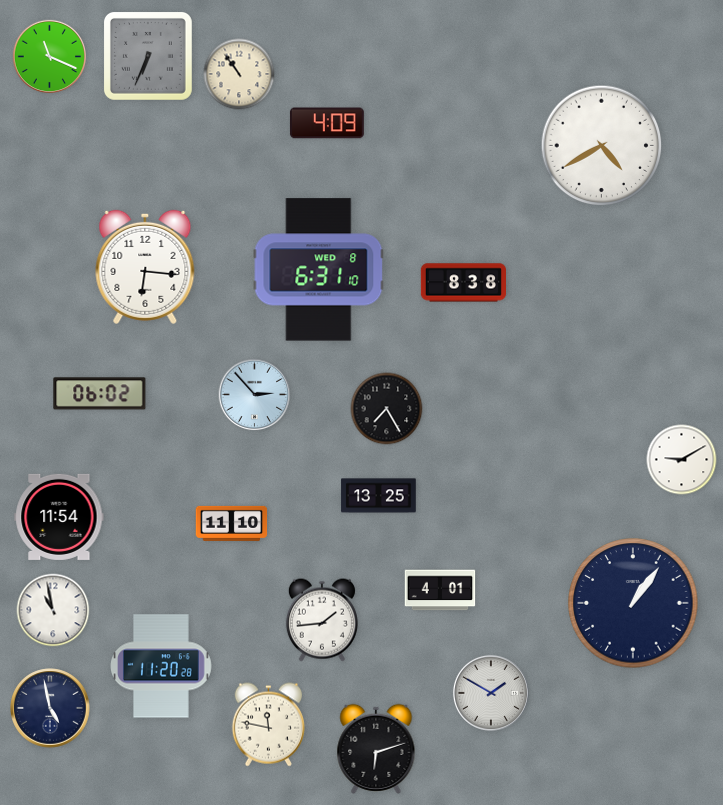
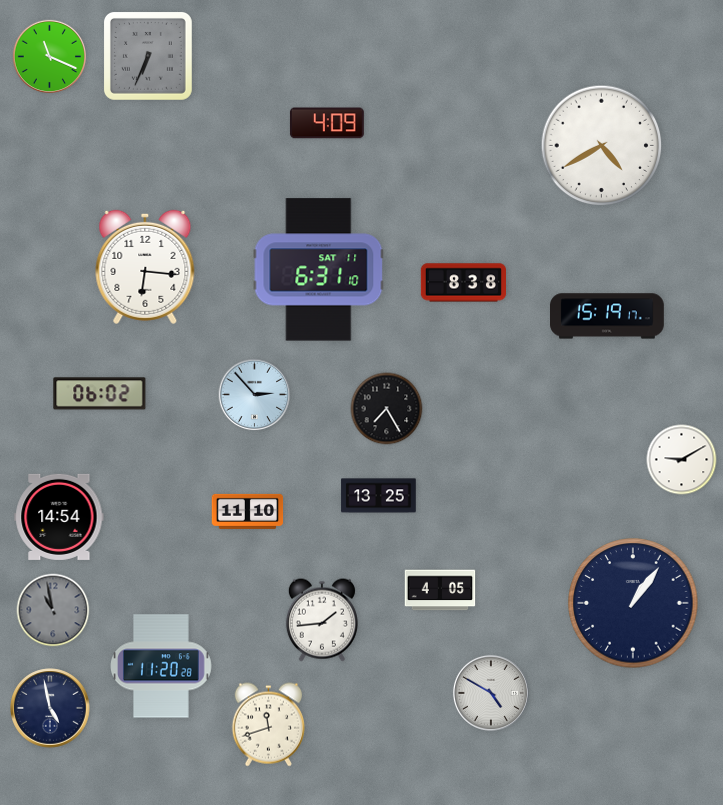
clock at (239, 74): 10:54 -> none
clock at (319, 270) date: WED 8 -> SAT 11
clock at (608, 316): none -> 15:19
clock at (59, 517): 11:54 -> 14:54
clock at (232, 523) position: (232, 523) -> (248, 511)
clock at (440, 590): 4:01 -> 4:05
clock at (53, 610) dial: white -> grey
clock at (491, 693): 1:50 -> 4:50
clock at (268, 725): 11:47 -> 11:42
clock at (376, 749): 6:12 -> none
